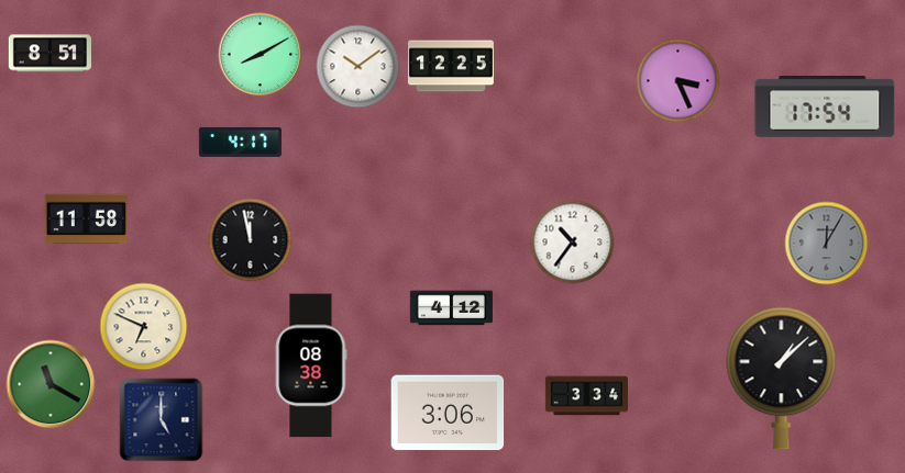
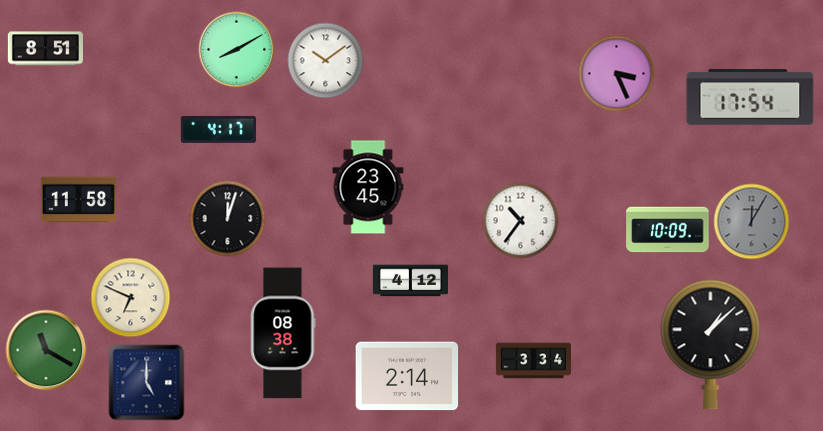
clock at (451, 66): 12:25 -> none
clock at (368, 187): none -> 23:45
clock at (251, 240): 11:58 -> 12:03
clock at (668, 230): none -> 10:09
clock at (448, 413): 3:06 -> 2:14
